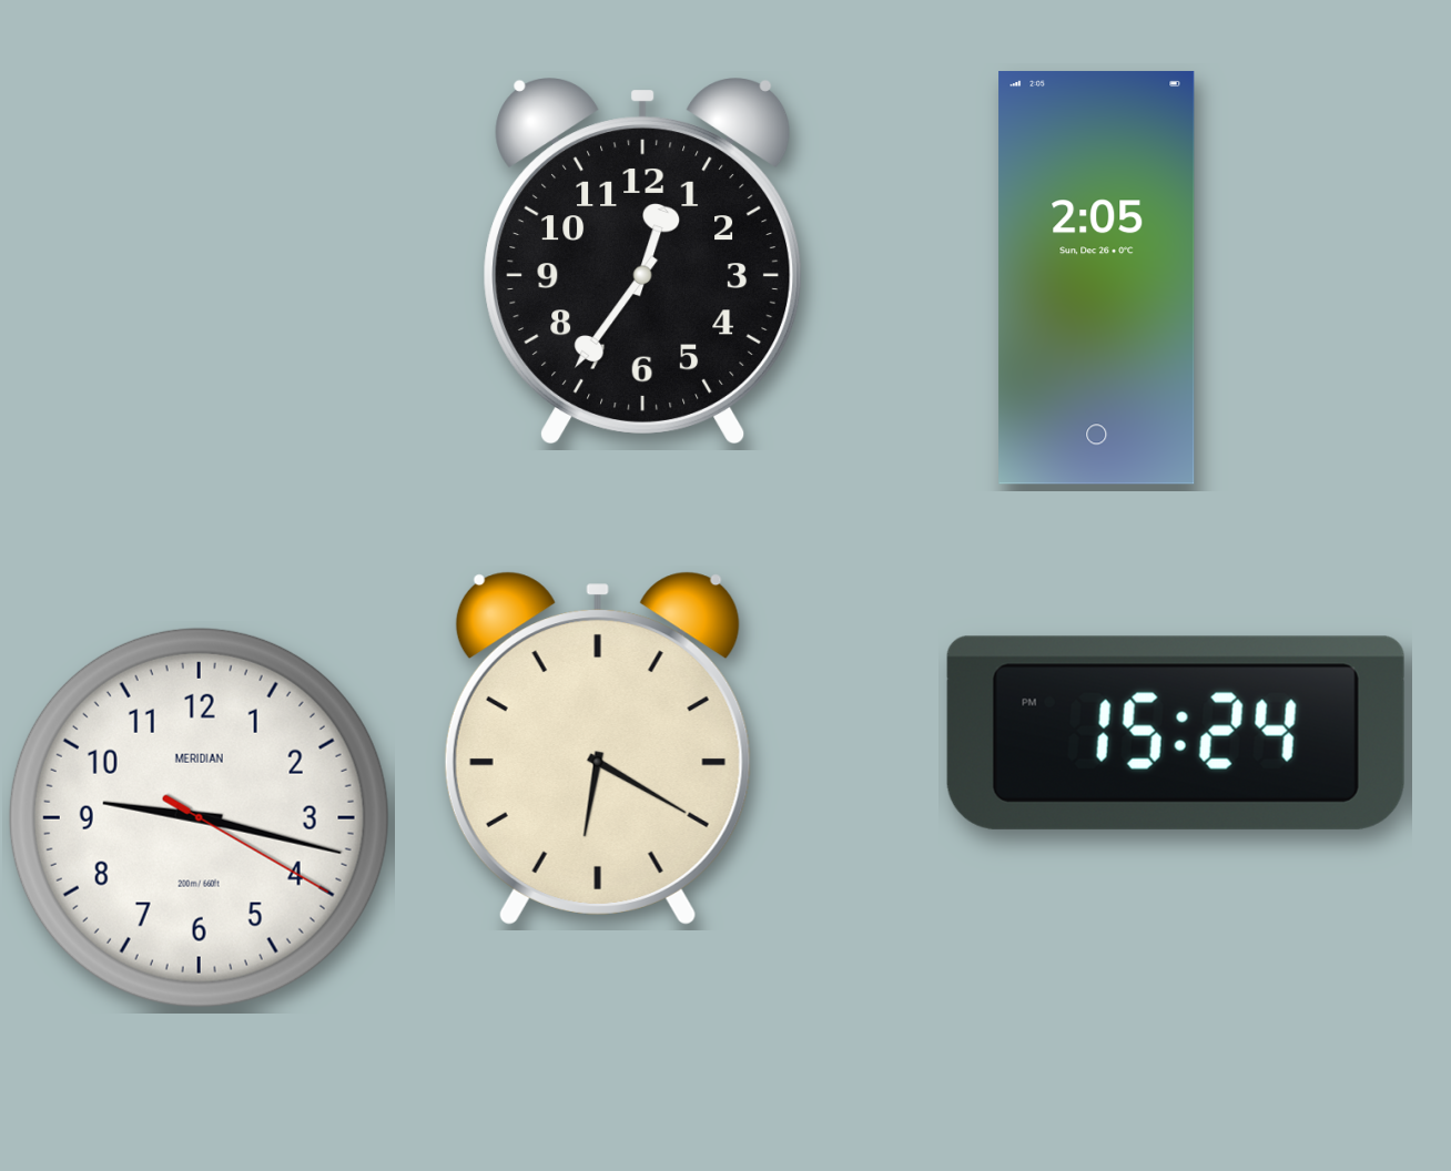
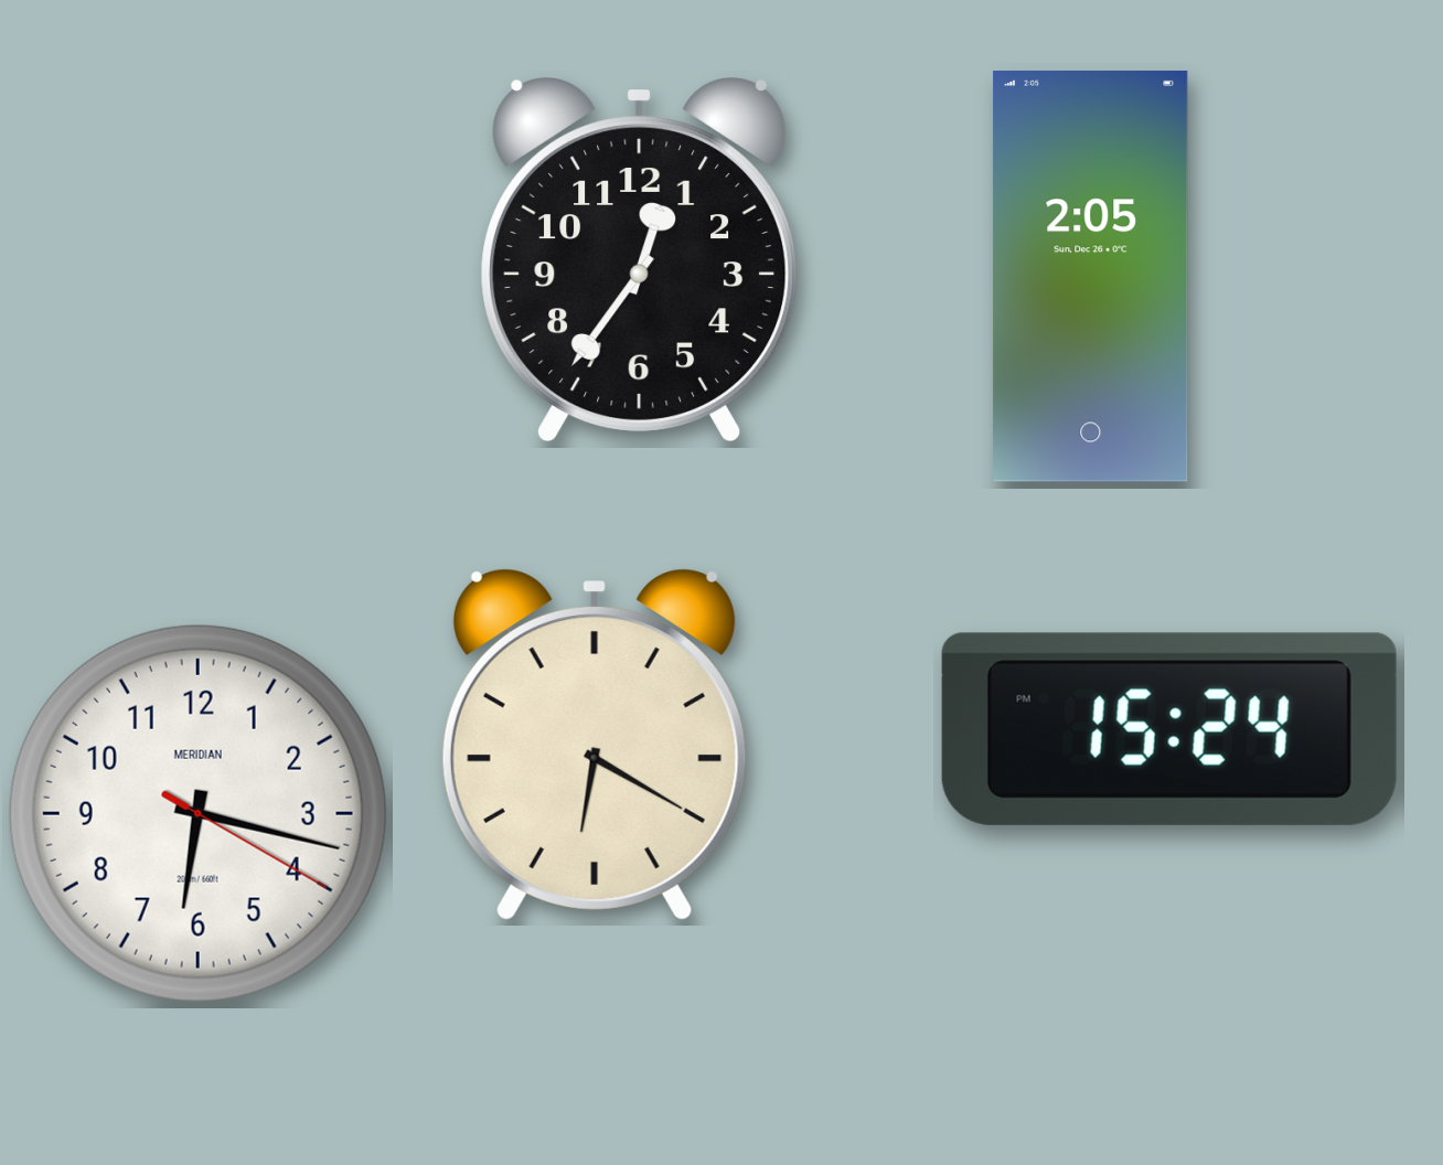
clock at (199, 817): 9:17 -> 6:17
